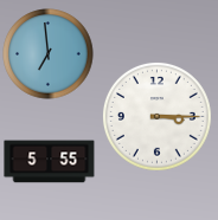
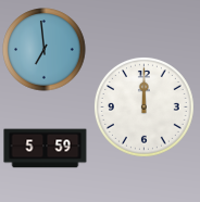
clock at (156, 116): 3:15 -> 12:00
clock at (50, 162): 5:55 -> 5:59
